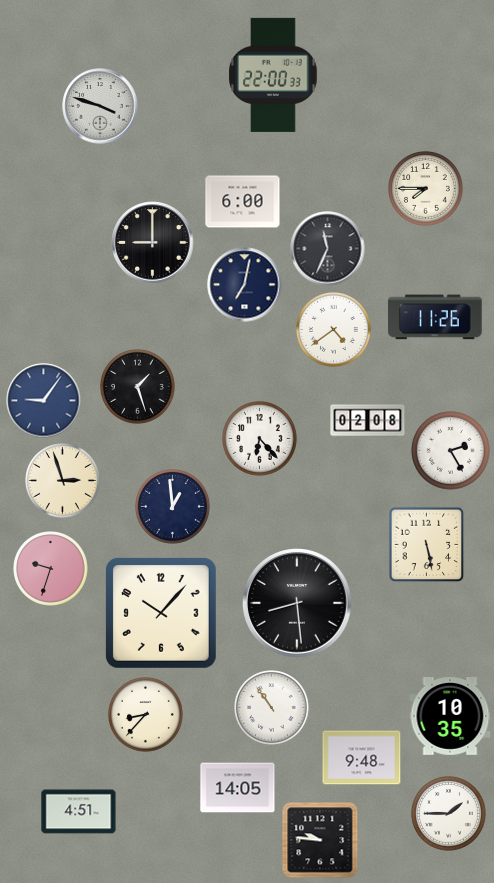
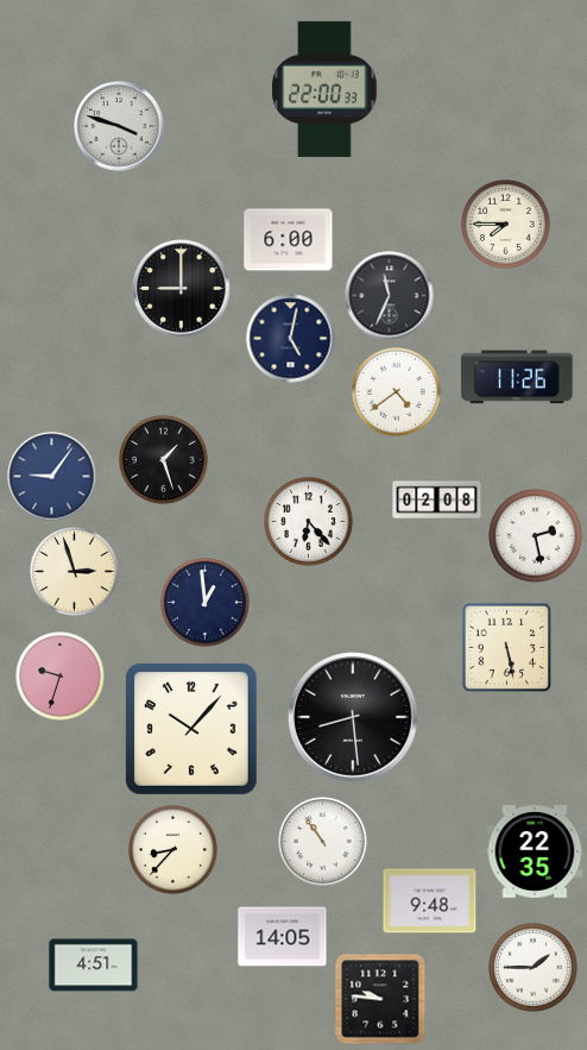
clock at (245, 285): 7:02 -> 5:02
clock at (451, 451): 2:25 -> 2:28
clock at (450, 717): 10:35 -> 22:35
